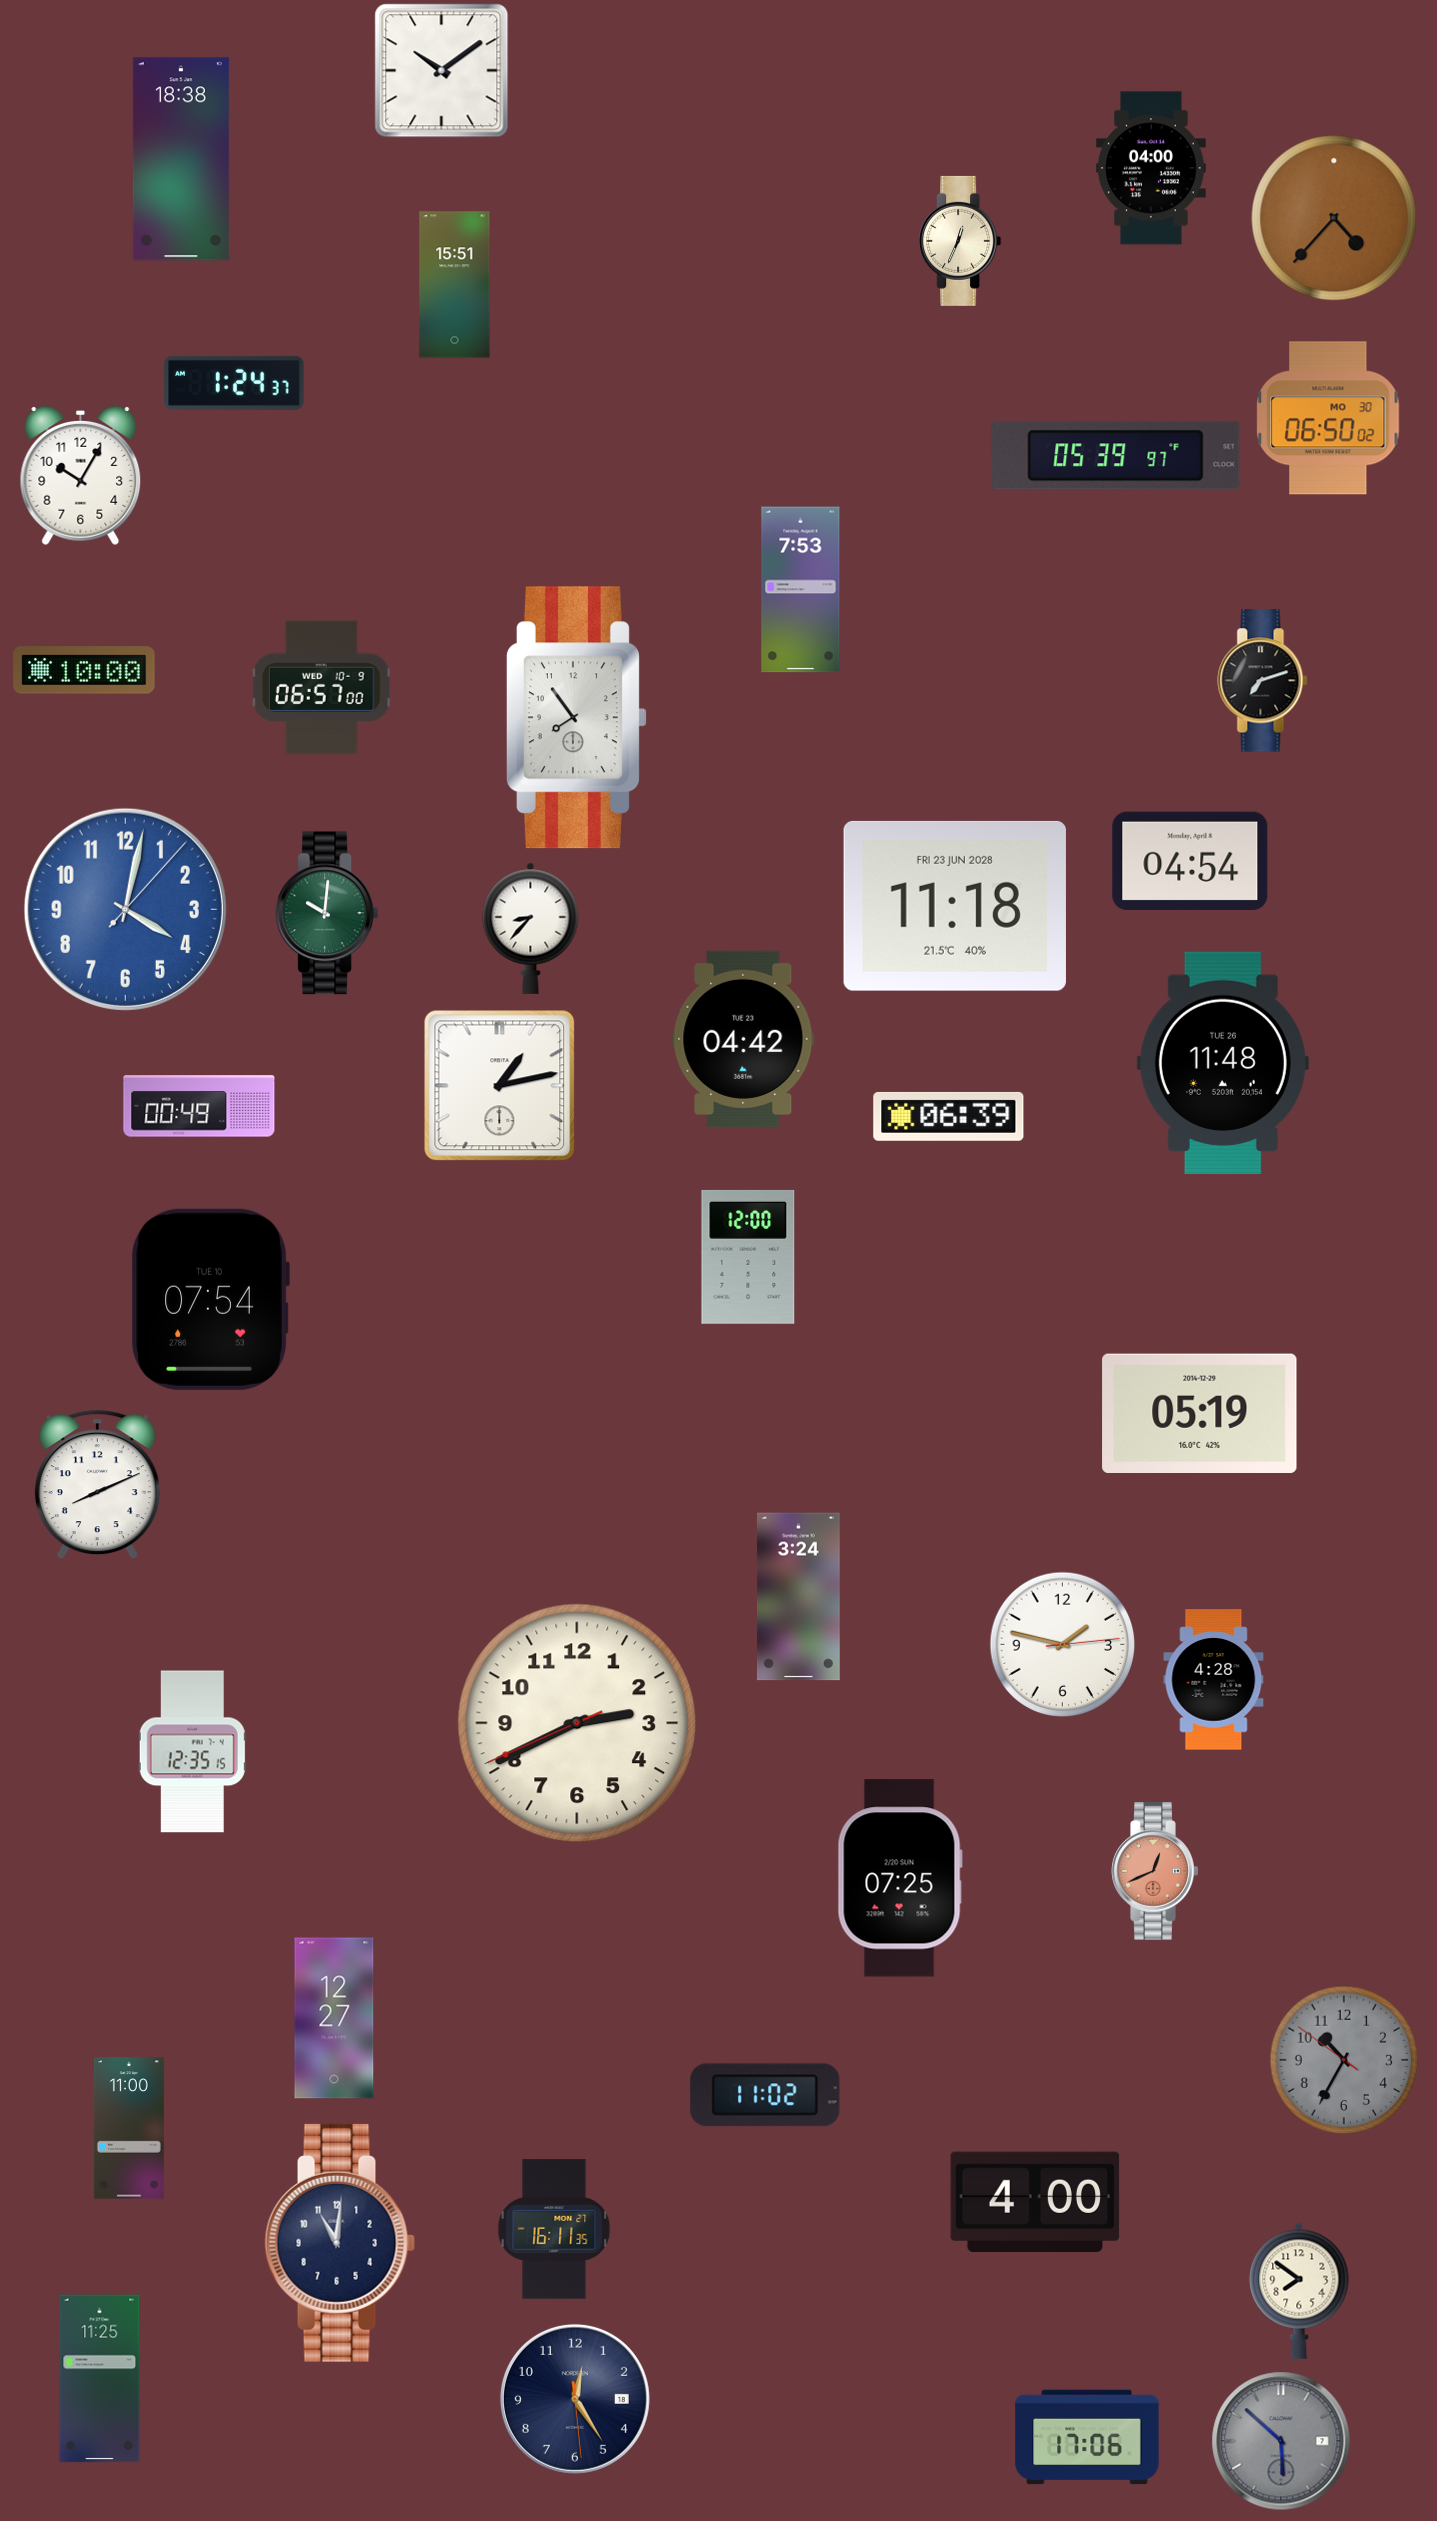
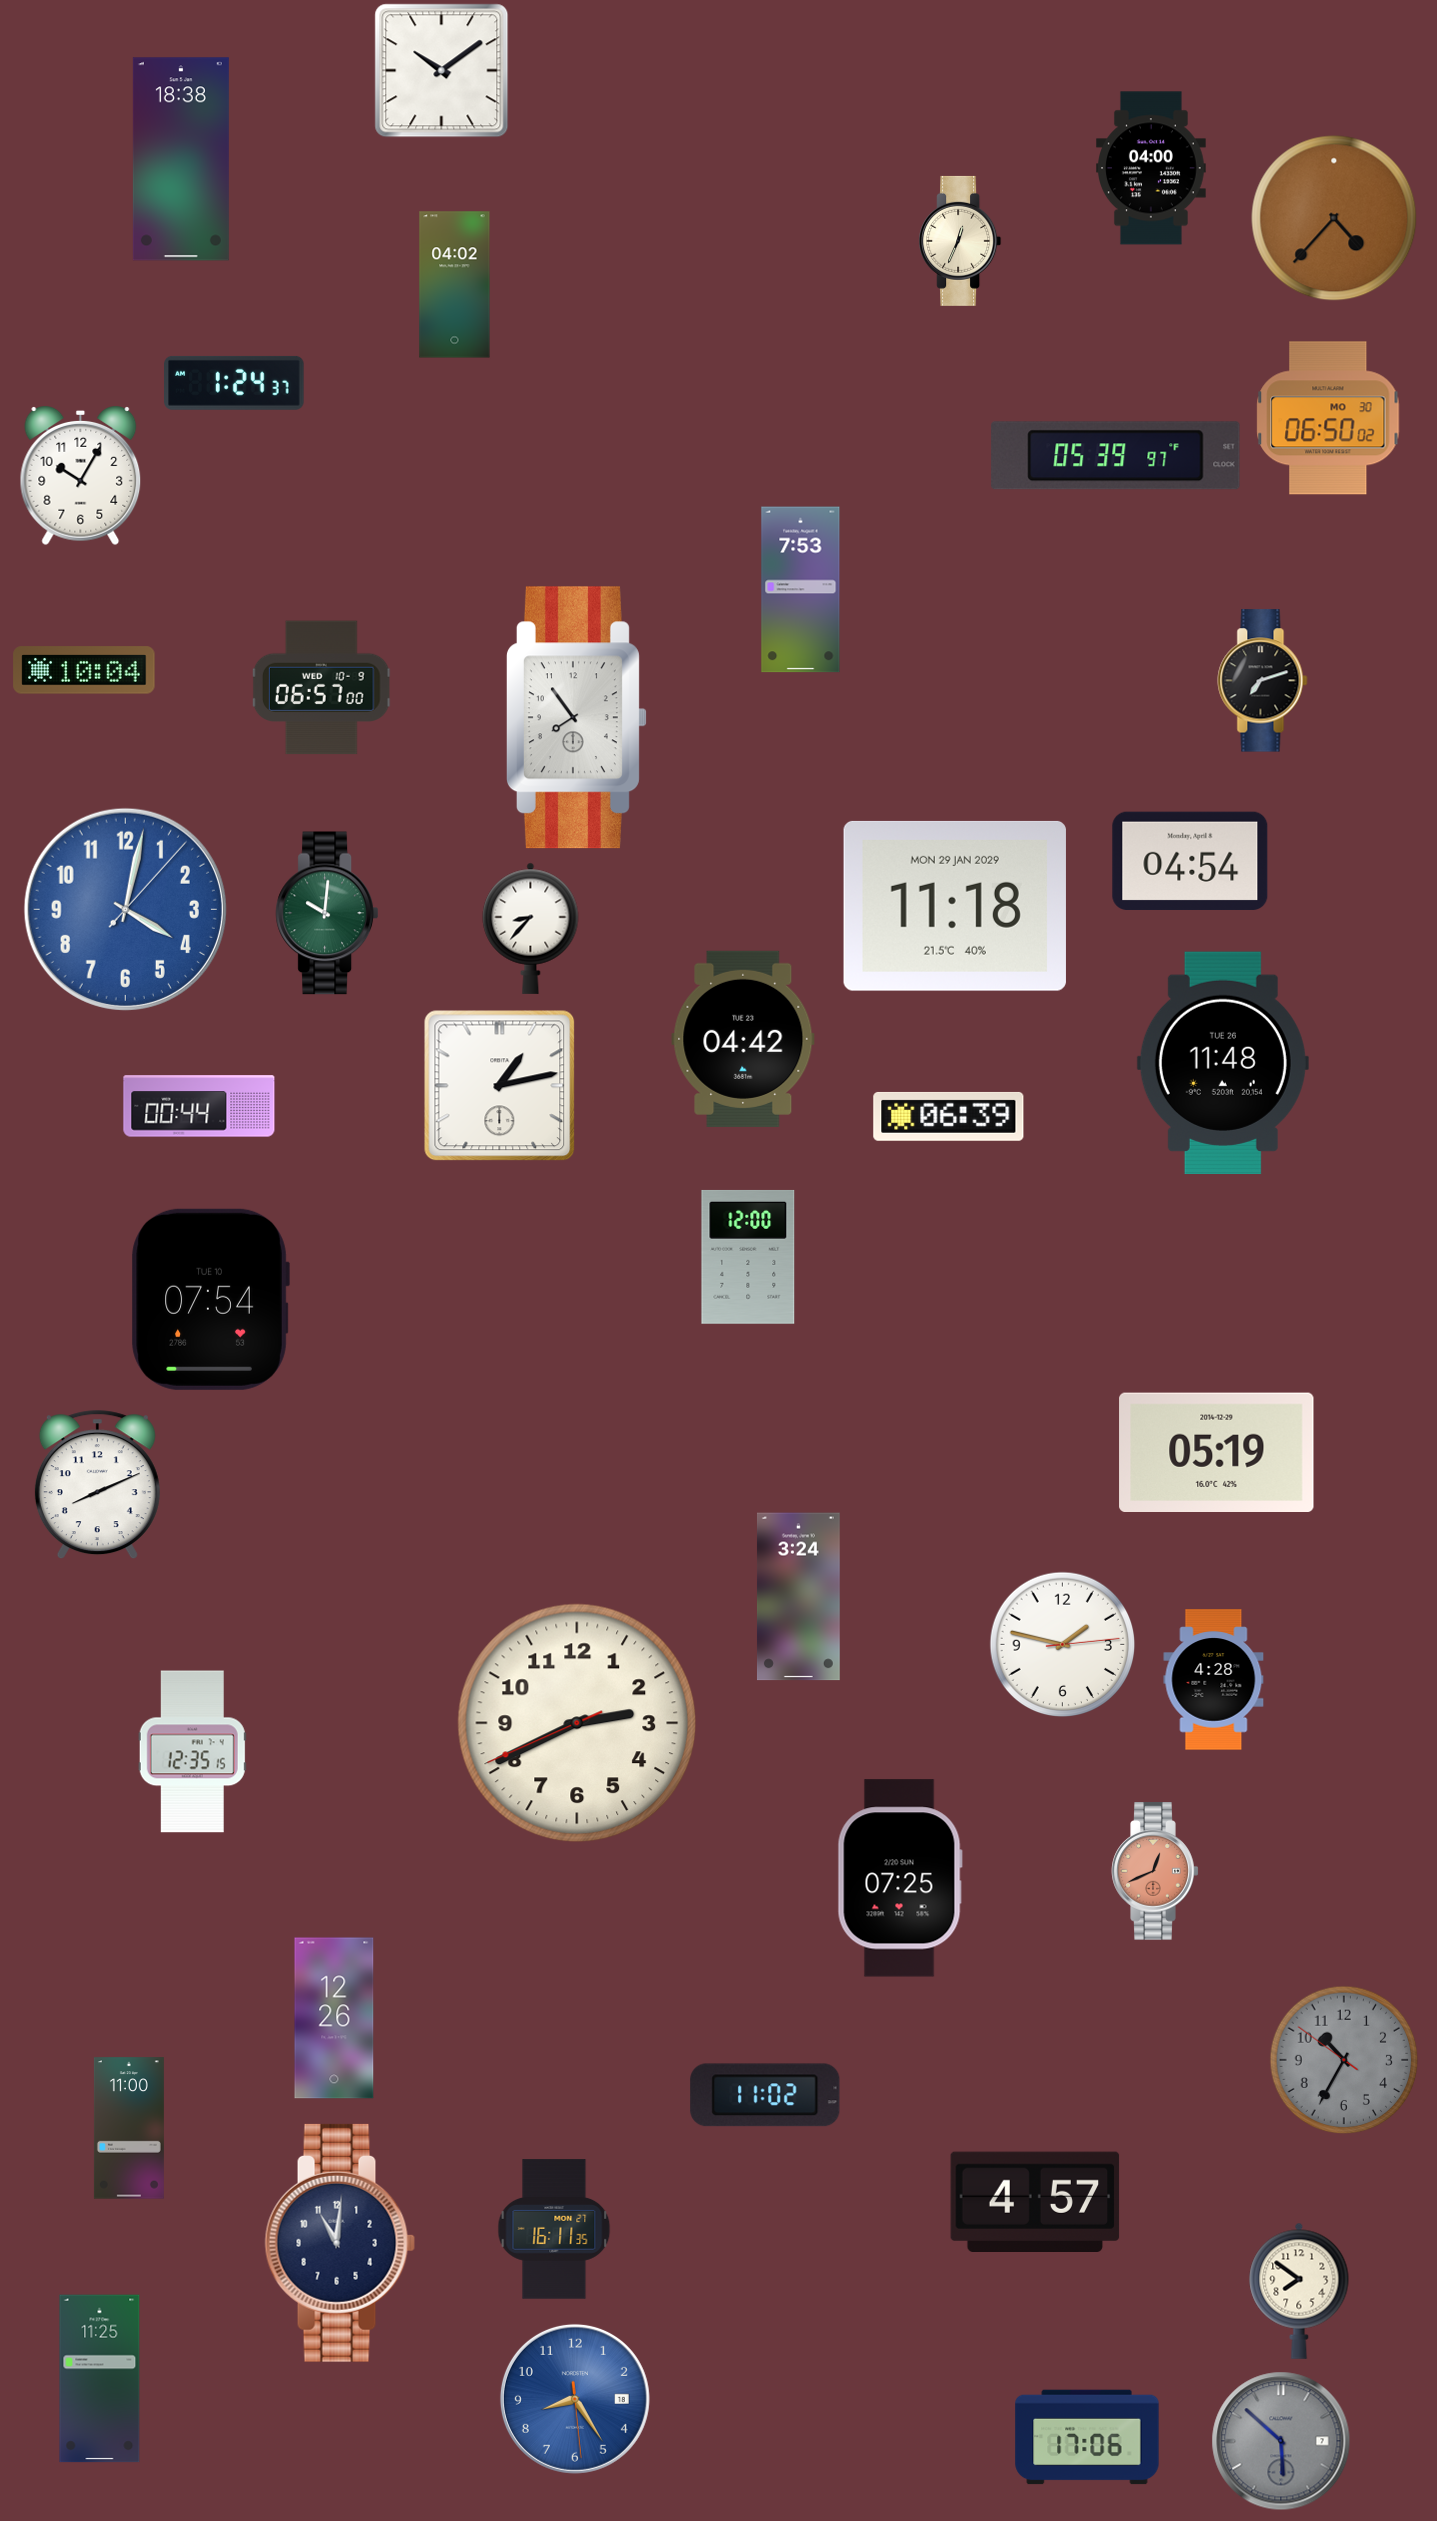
clock at (455, 285): 15:51 -> 04:02
clock at (84, 670): 10:00 -> 10:04
clock at (955, 906) date: FRI 23 JUN 2028 -> MON 29 JAN 2029
clock at (199, 1106): 00:49 -> 00:44
clock at (1200, 1413) position: (1200, 1413) -> (1217, 1452)
clock at (334, 2018): 12:27 -> 12:26
clock at (1035, 2201): 4:00 -> 4:57
clock at (575, 2399): 12:24 -> 8:24
clock at (575, 2399) dial: navy -> blue
